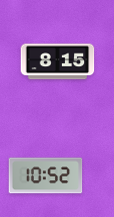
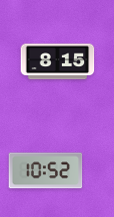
clock at (46, 176) position: (46, 176) -> (46, 171)
